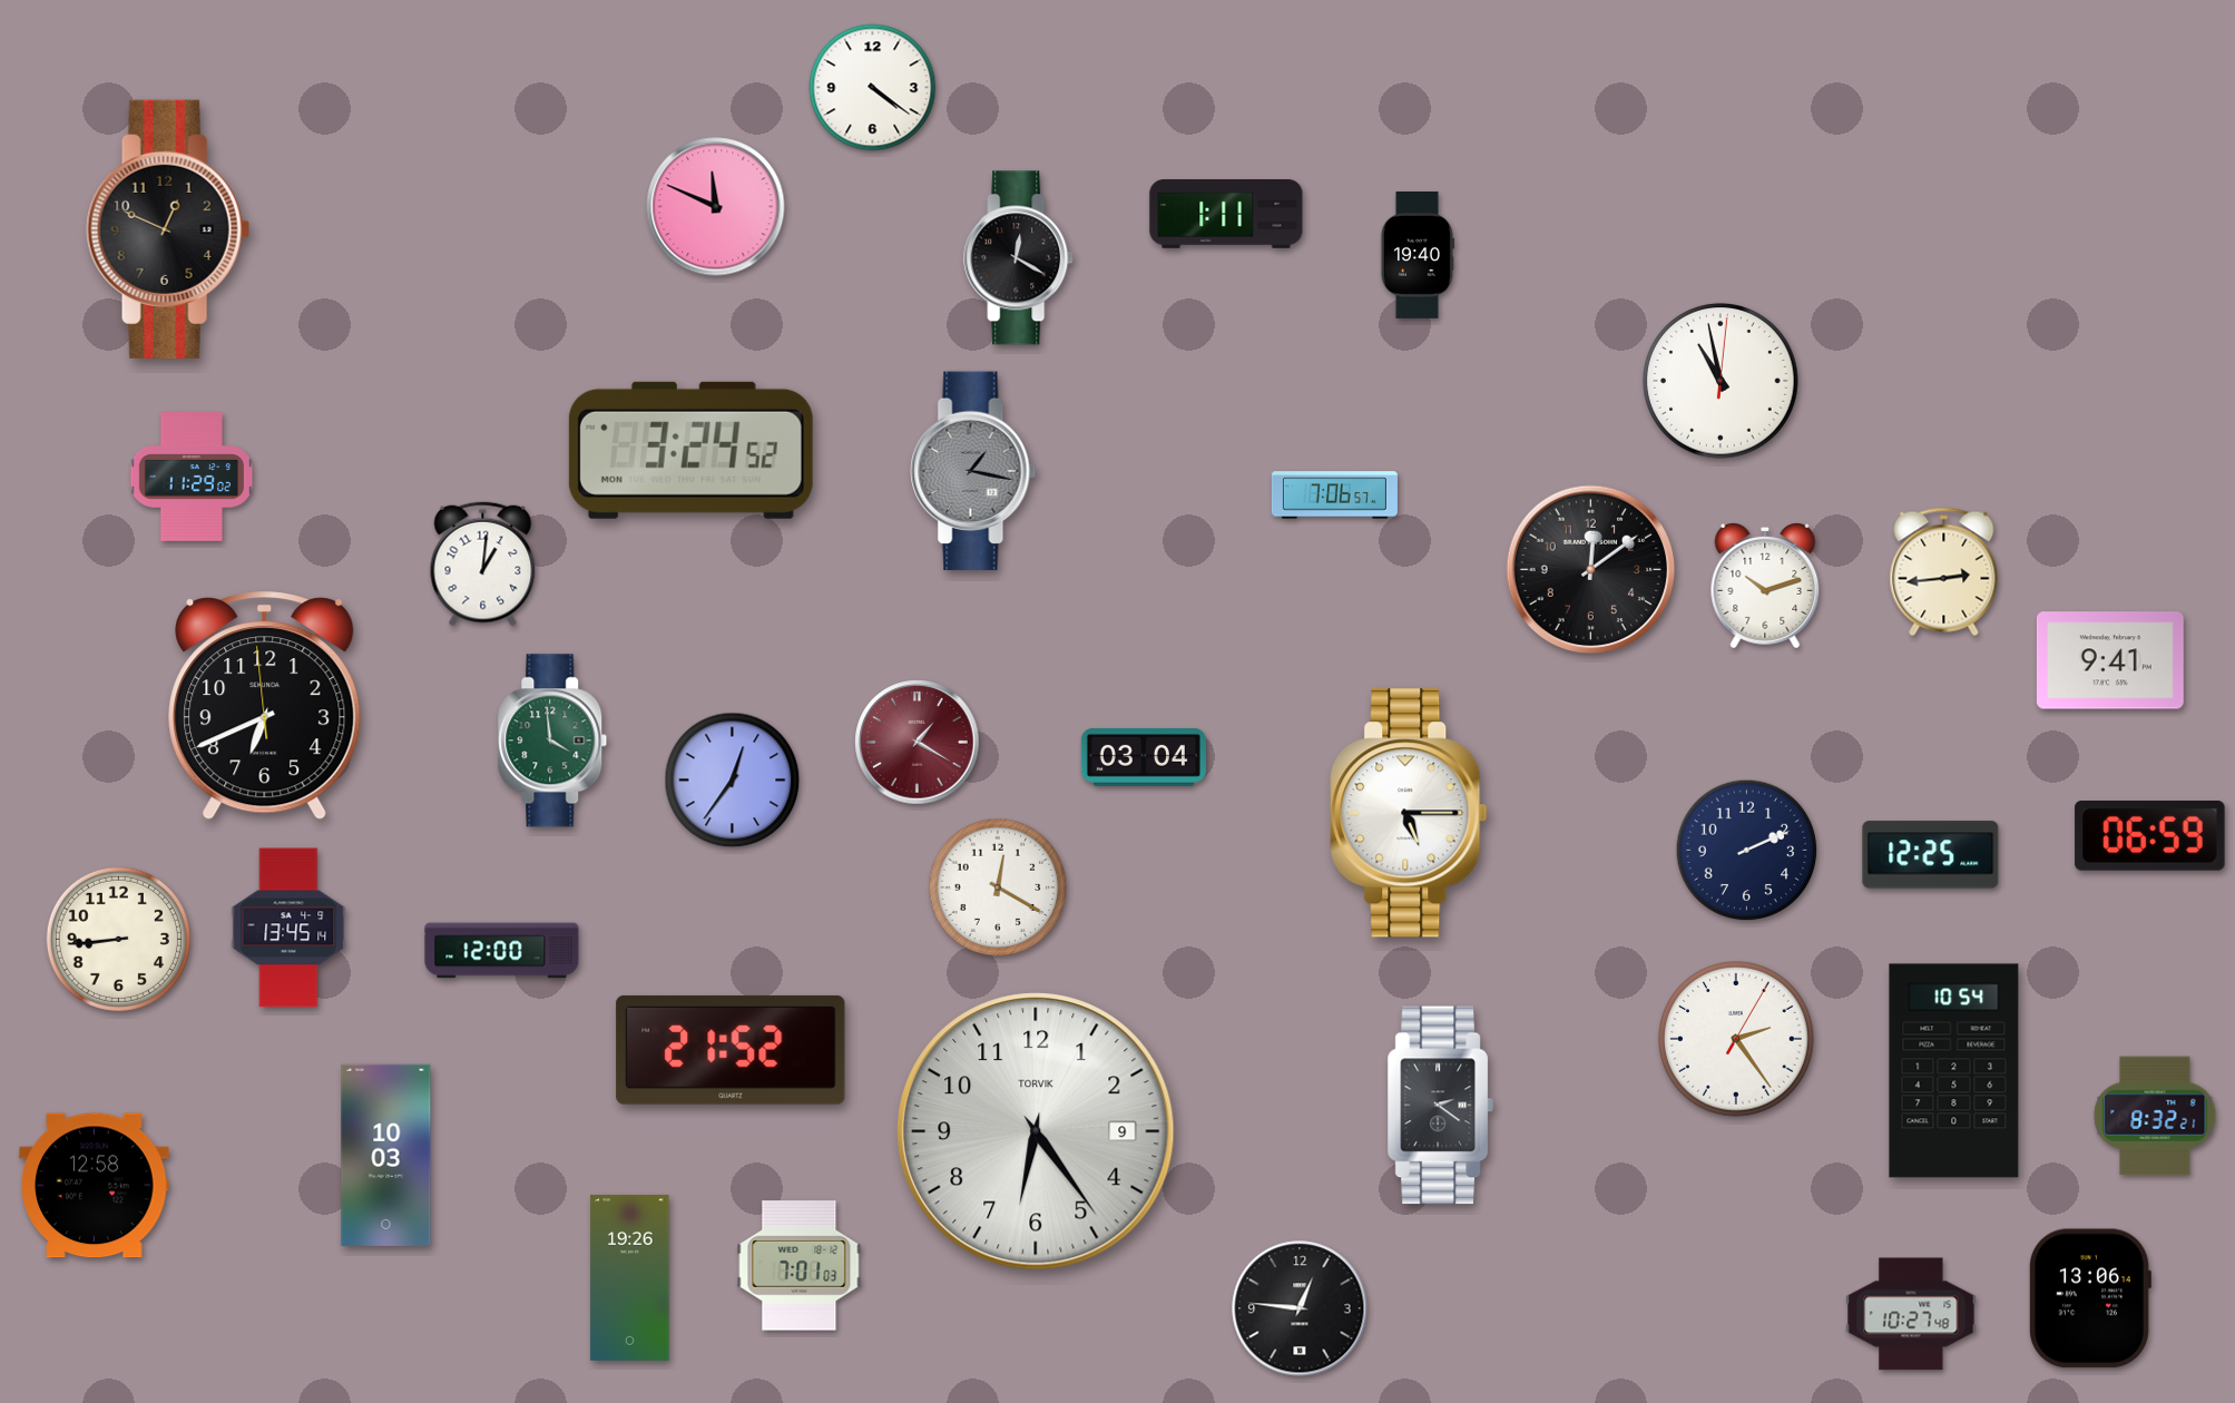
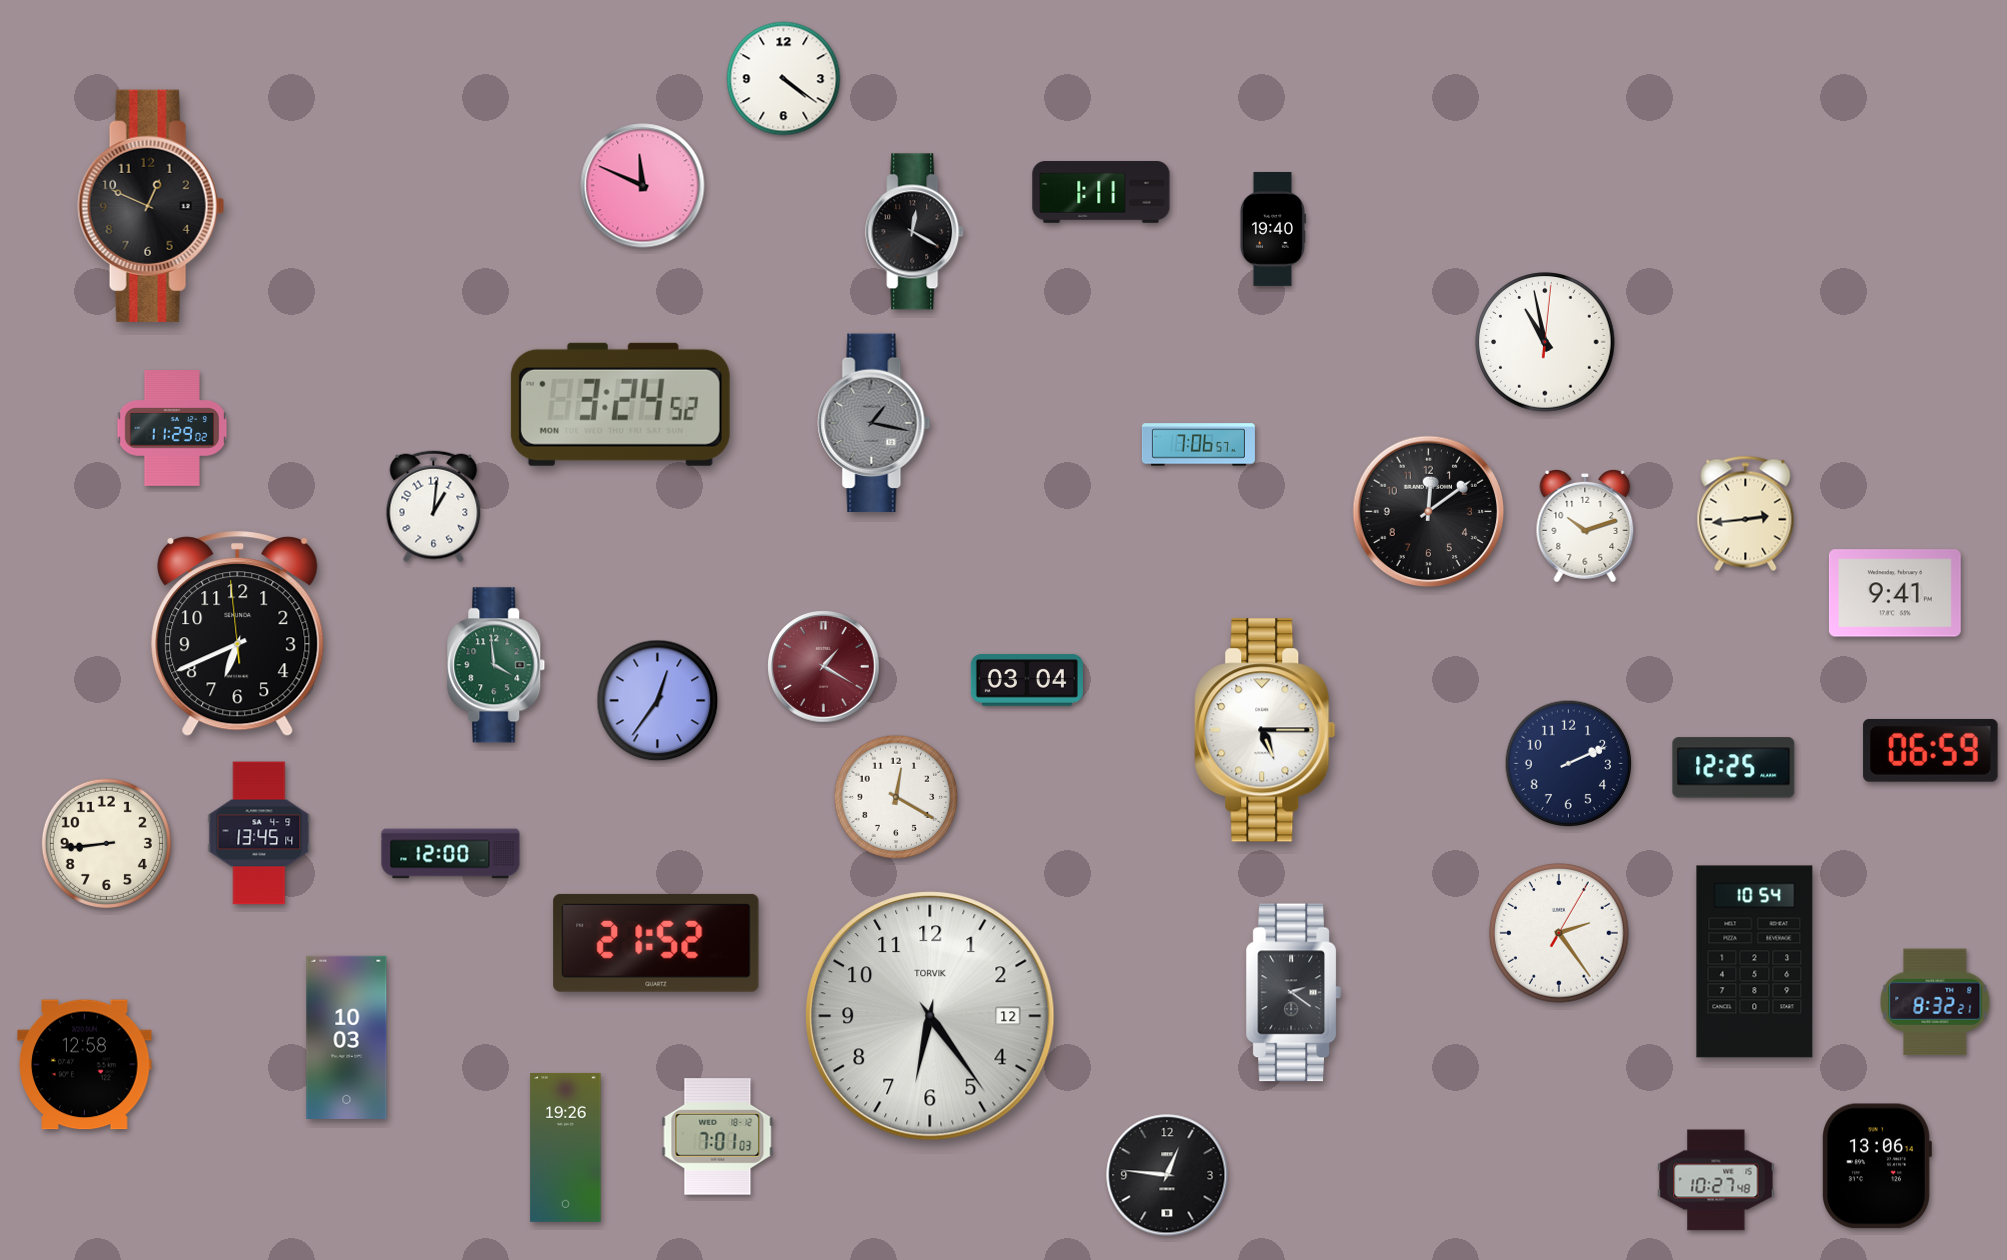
clock at (1036, 1131) date: 9 -> 12
